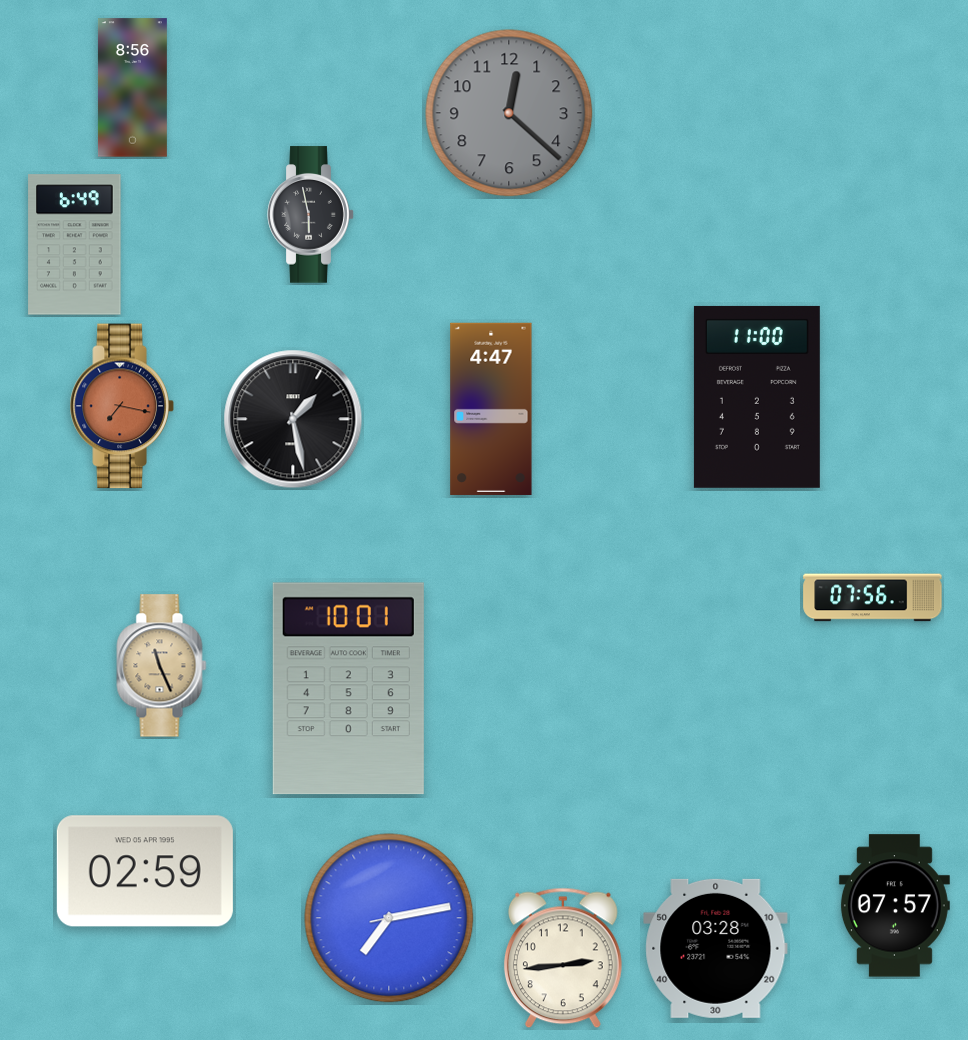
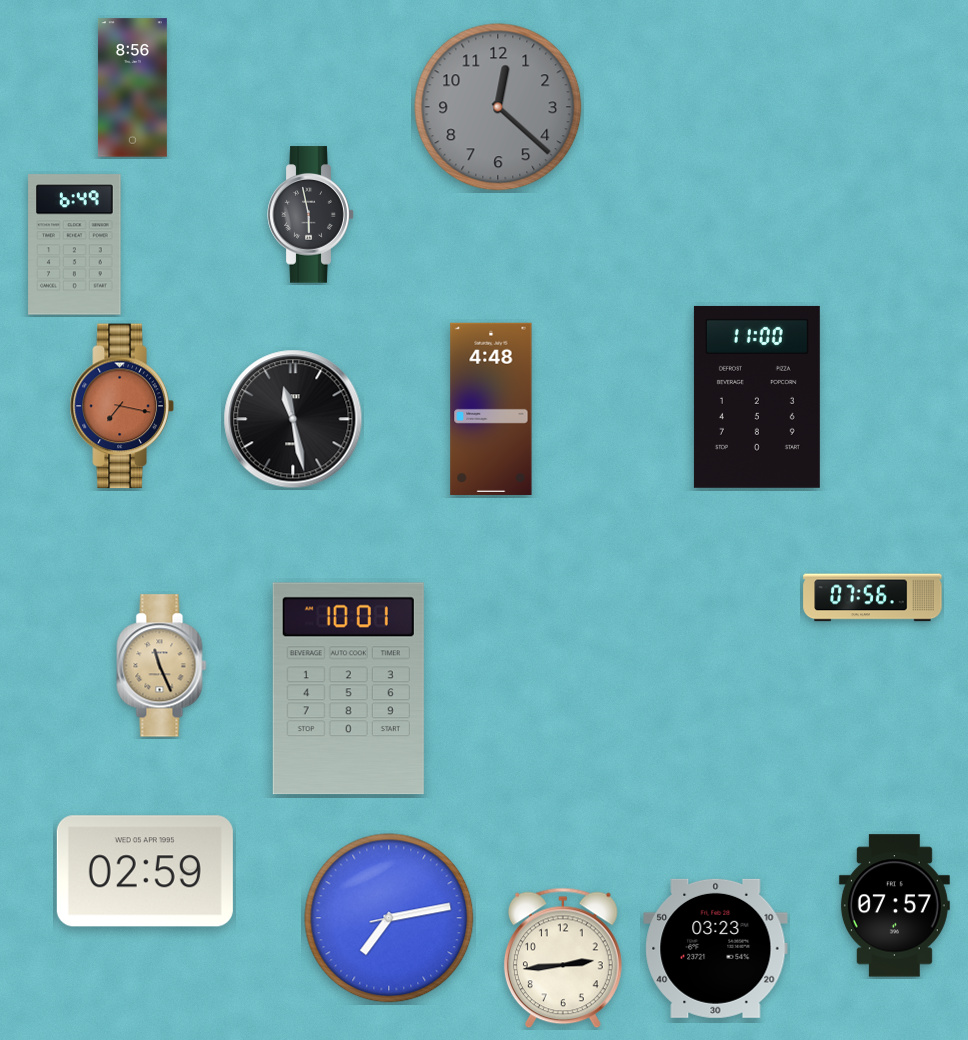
clock at (509, 113) position: (509, 113) -> (498, 107)
clock at (491, 409): 4:47 -> 4:48
clock at (293, 419): 1:28 -> 11:28
clock at (716, 948): 03:28 -> 03:23
